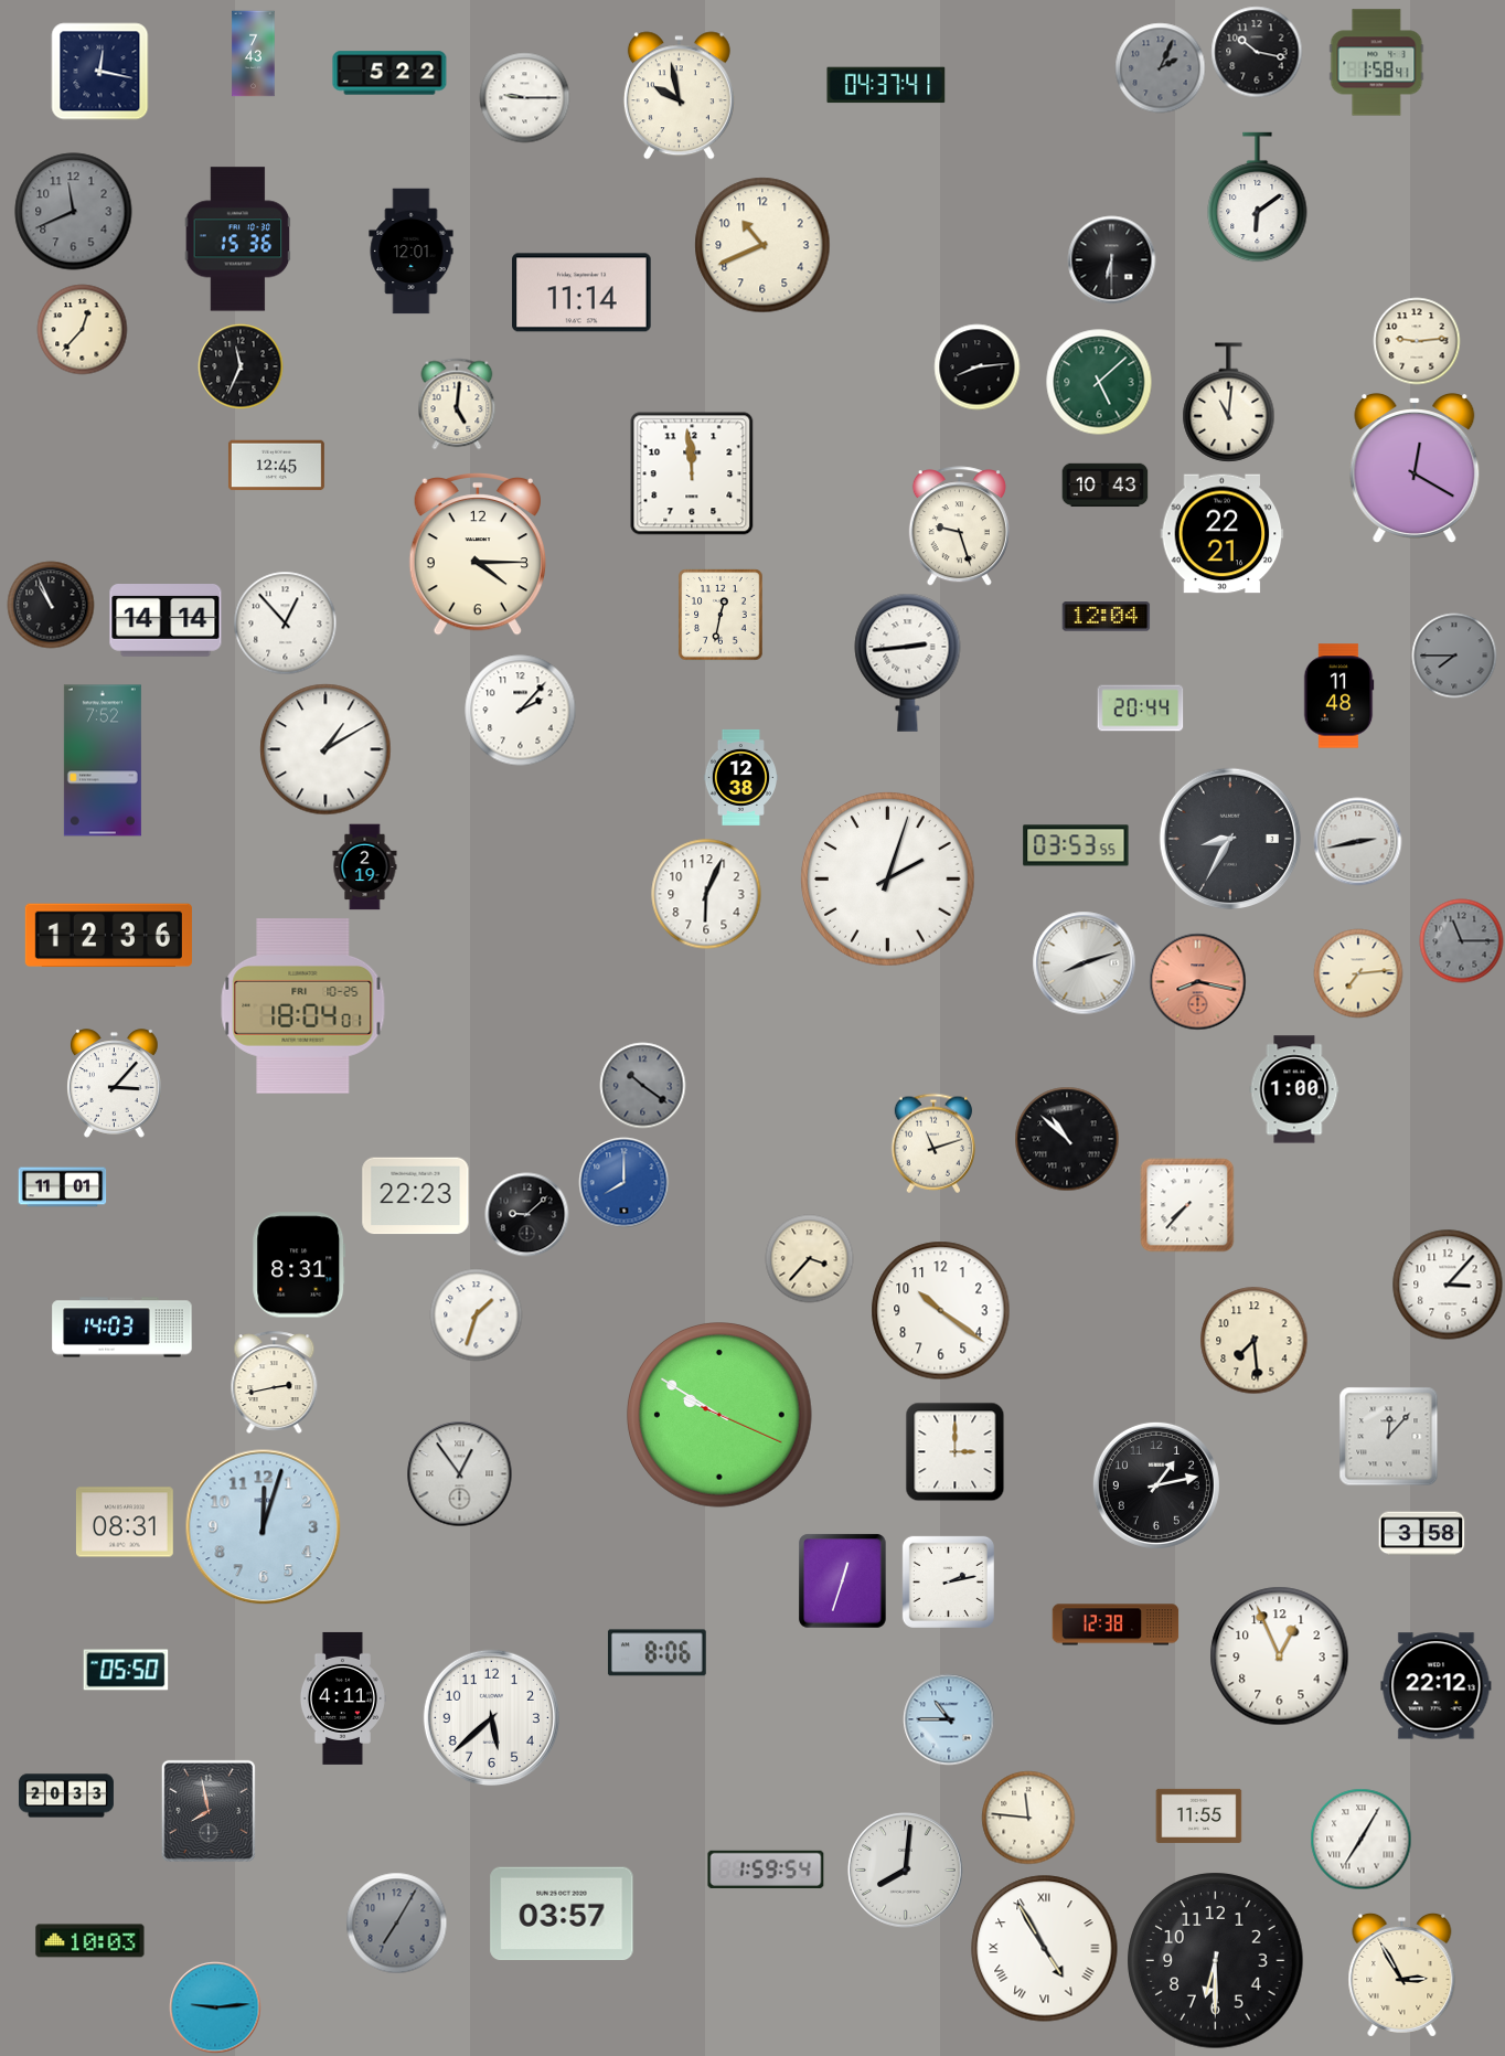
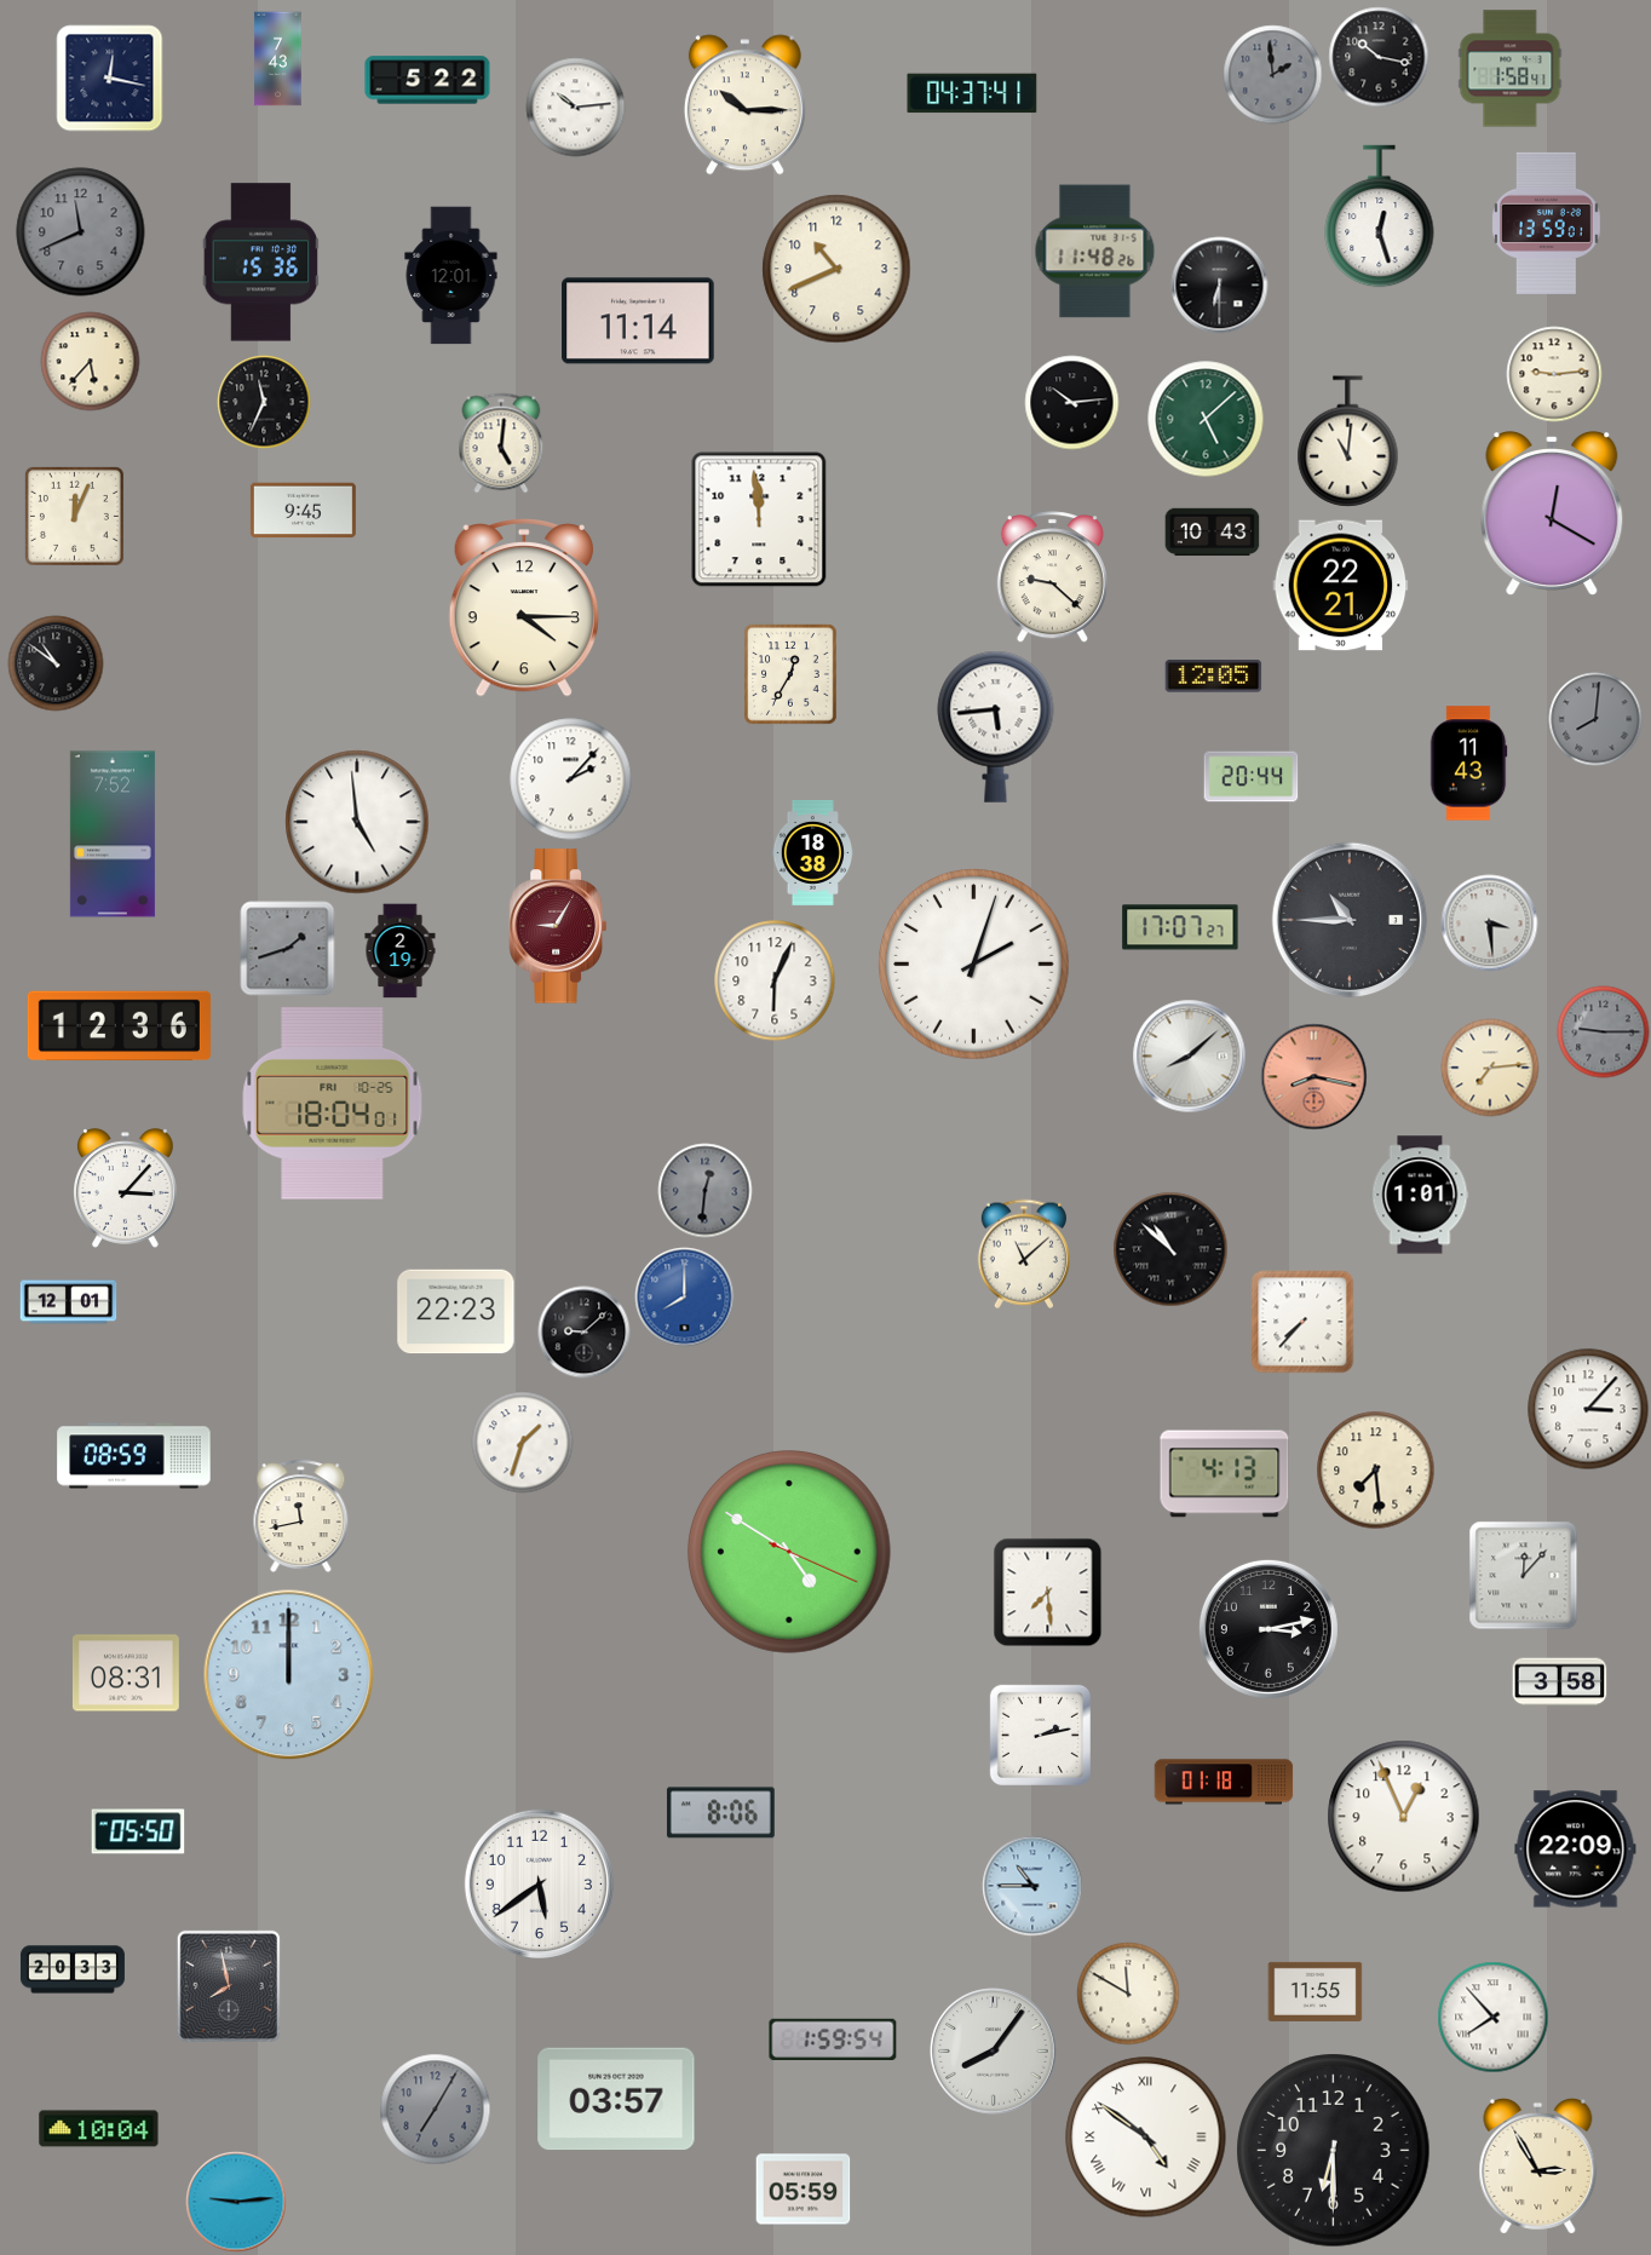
clock at (1161, 68): 2:04 -> 1:59
clock at (679, 96): 9:58 -> 10:15
clock at (525, 98): 9:15 -> 10:14
clock at (1258, 198): 6:09 -> 12:27
clock at (1546, 223): none -> 13:59
clock at (1095, 252): none -> 11:48
clock at (83, 330): 12:37 -> 5:37
clock at (978, 367): 8:14 -> 10:14
clock at (276, 466): 12:45 -> 9:45
clock at (74, 516): none -> 12:04
clock at (959, 526): 9:27 -> 9:22
clock at (51, 605): 10:56 -> 10:51
clock at (721, 615): 12:32 -> 12:35
clock at (1107, 617): 12:04 -> 12:05
clock at (166, 621): 14:14 -> none
clock at (286, 624): 12:53 -> none
clock at (1454, 656): 7:45 -> 8:01
clock at (908, 662): 2:44 -> 5:44
clock at (1338, 696): 11:48 -> 11:43
clock at (325, 749): 1:10 -> 4:59
clock at (740, 777): 12:38 -> 18:38
clock at (1230, 839): 8:35 -> 10:45
clock at (1358, 842): 2:43 -> 3:29
clock at (558, 926): none -> 9:05
clock at (1076, 845): 03:53 -> 17:07
clock at (288, 949): none -> 1:42
clock at (1462, 941): 11:15 -> 9:15
clock at (1085, 963): 8:12 -> 8:08
clock at (643, 1086): 10:21 -> 12:31
clock at (1294, 1089): 1:00 -> 1:01
clock at (932, 1143): 11:12 -> 11:08
clock at (63, 1187): 11:01 -> 12:01
clock at (527, 1215) position: (527, 1215) -> (585, 1333)
clock at (810, 1259): 3:37 -> none
clock at (299, 1265): 8:31 -> none
clock at (941, 1311): 10:21 -> none
clock at (122, 1328): 14:03 -> 08:59
clock at (1225, 1474): none -> 4:13
clock at (275, 1383): 2:43 -> 11:43
clock at (719, 1415): 9:50 -> 4:50
clock at (956, 1452): 3:00 -> 7:29
clock at (460, 1474): 12:54 -> none
clock at (1156, 1485): 1:13 -> 3:13
clock at (125, 1522) position: (125, 1522) -> (126, 1673)
clock at (264, 1527): 12:03 -> 12:00
clock at (843, 1581): 12:33 -> none
clock at (1116, 1624): 12:38 -> 01:18
clock at (1437, 1686): 22:12 -> 22:09
clock at (342, 1698): 4:11 -> none
clock at (491, 1717): 5:38 -> 5:39
clock at (949, 1719) position: (949, 1719) -> (1032, 1886)
clock at (1028, 1818): 11:46 -> 11:50
clock at (1362, 1840): 7:05 -> 7:53
clock at (766, 1869) position: (766, 1869) -> (833, 2040)
clock at (906, 1871): 8:01 -> 8:06
clock at (90, 1941): 10:03 -> 10:04
clock at (1045, 1949): 4:55 -> 4:51
clock at (804, 2190): none -> 05:59
